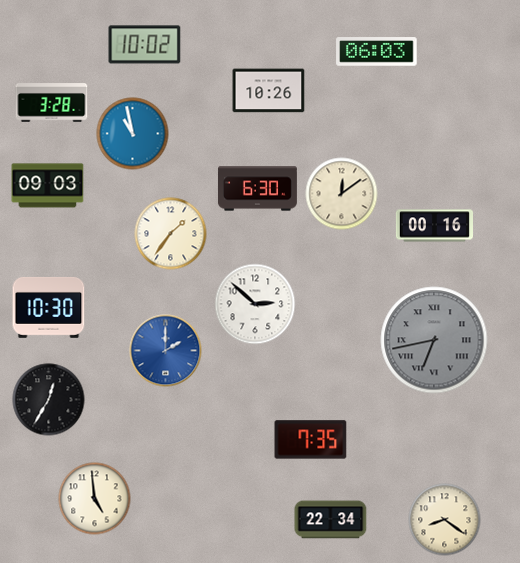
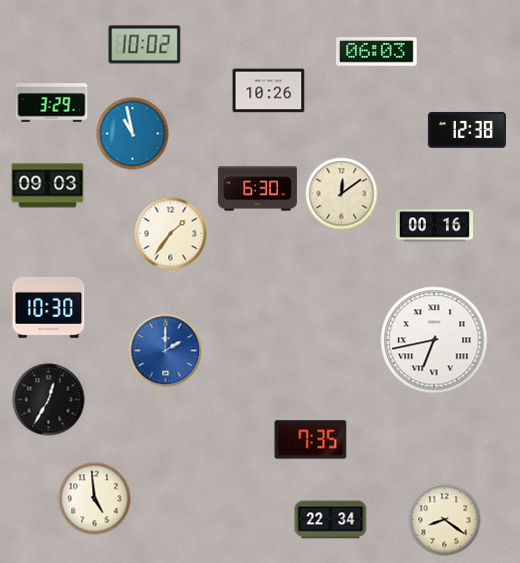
clock at (52, 103): 3:28 -> 3:29
clock at (467, 130): none -> 12:38
clock at (255, 304): 2:52 -> none
clock at (434, 340) dial: grey -> white
